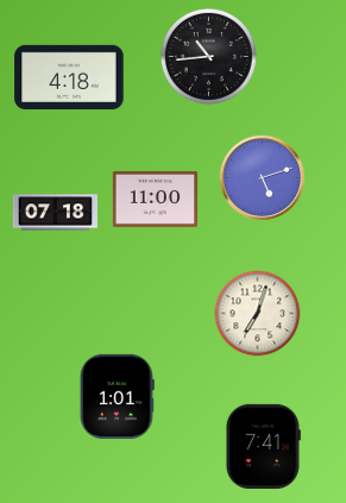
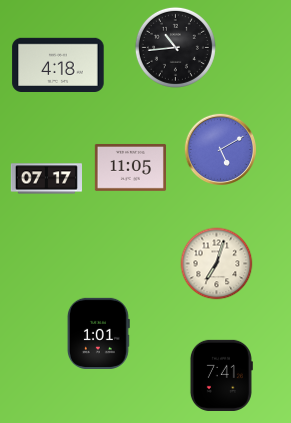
clock at (262, 177): 5:12 -> 5:10
clock at (155, 199): 11:00 -> 11:05
clock at (55, 213): 07:18 -> 07:17
